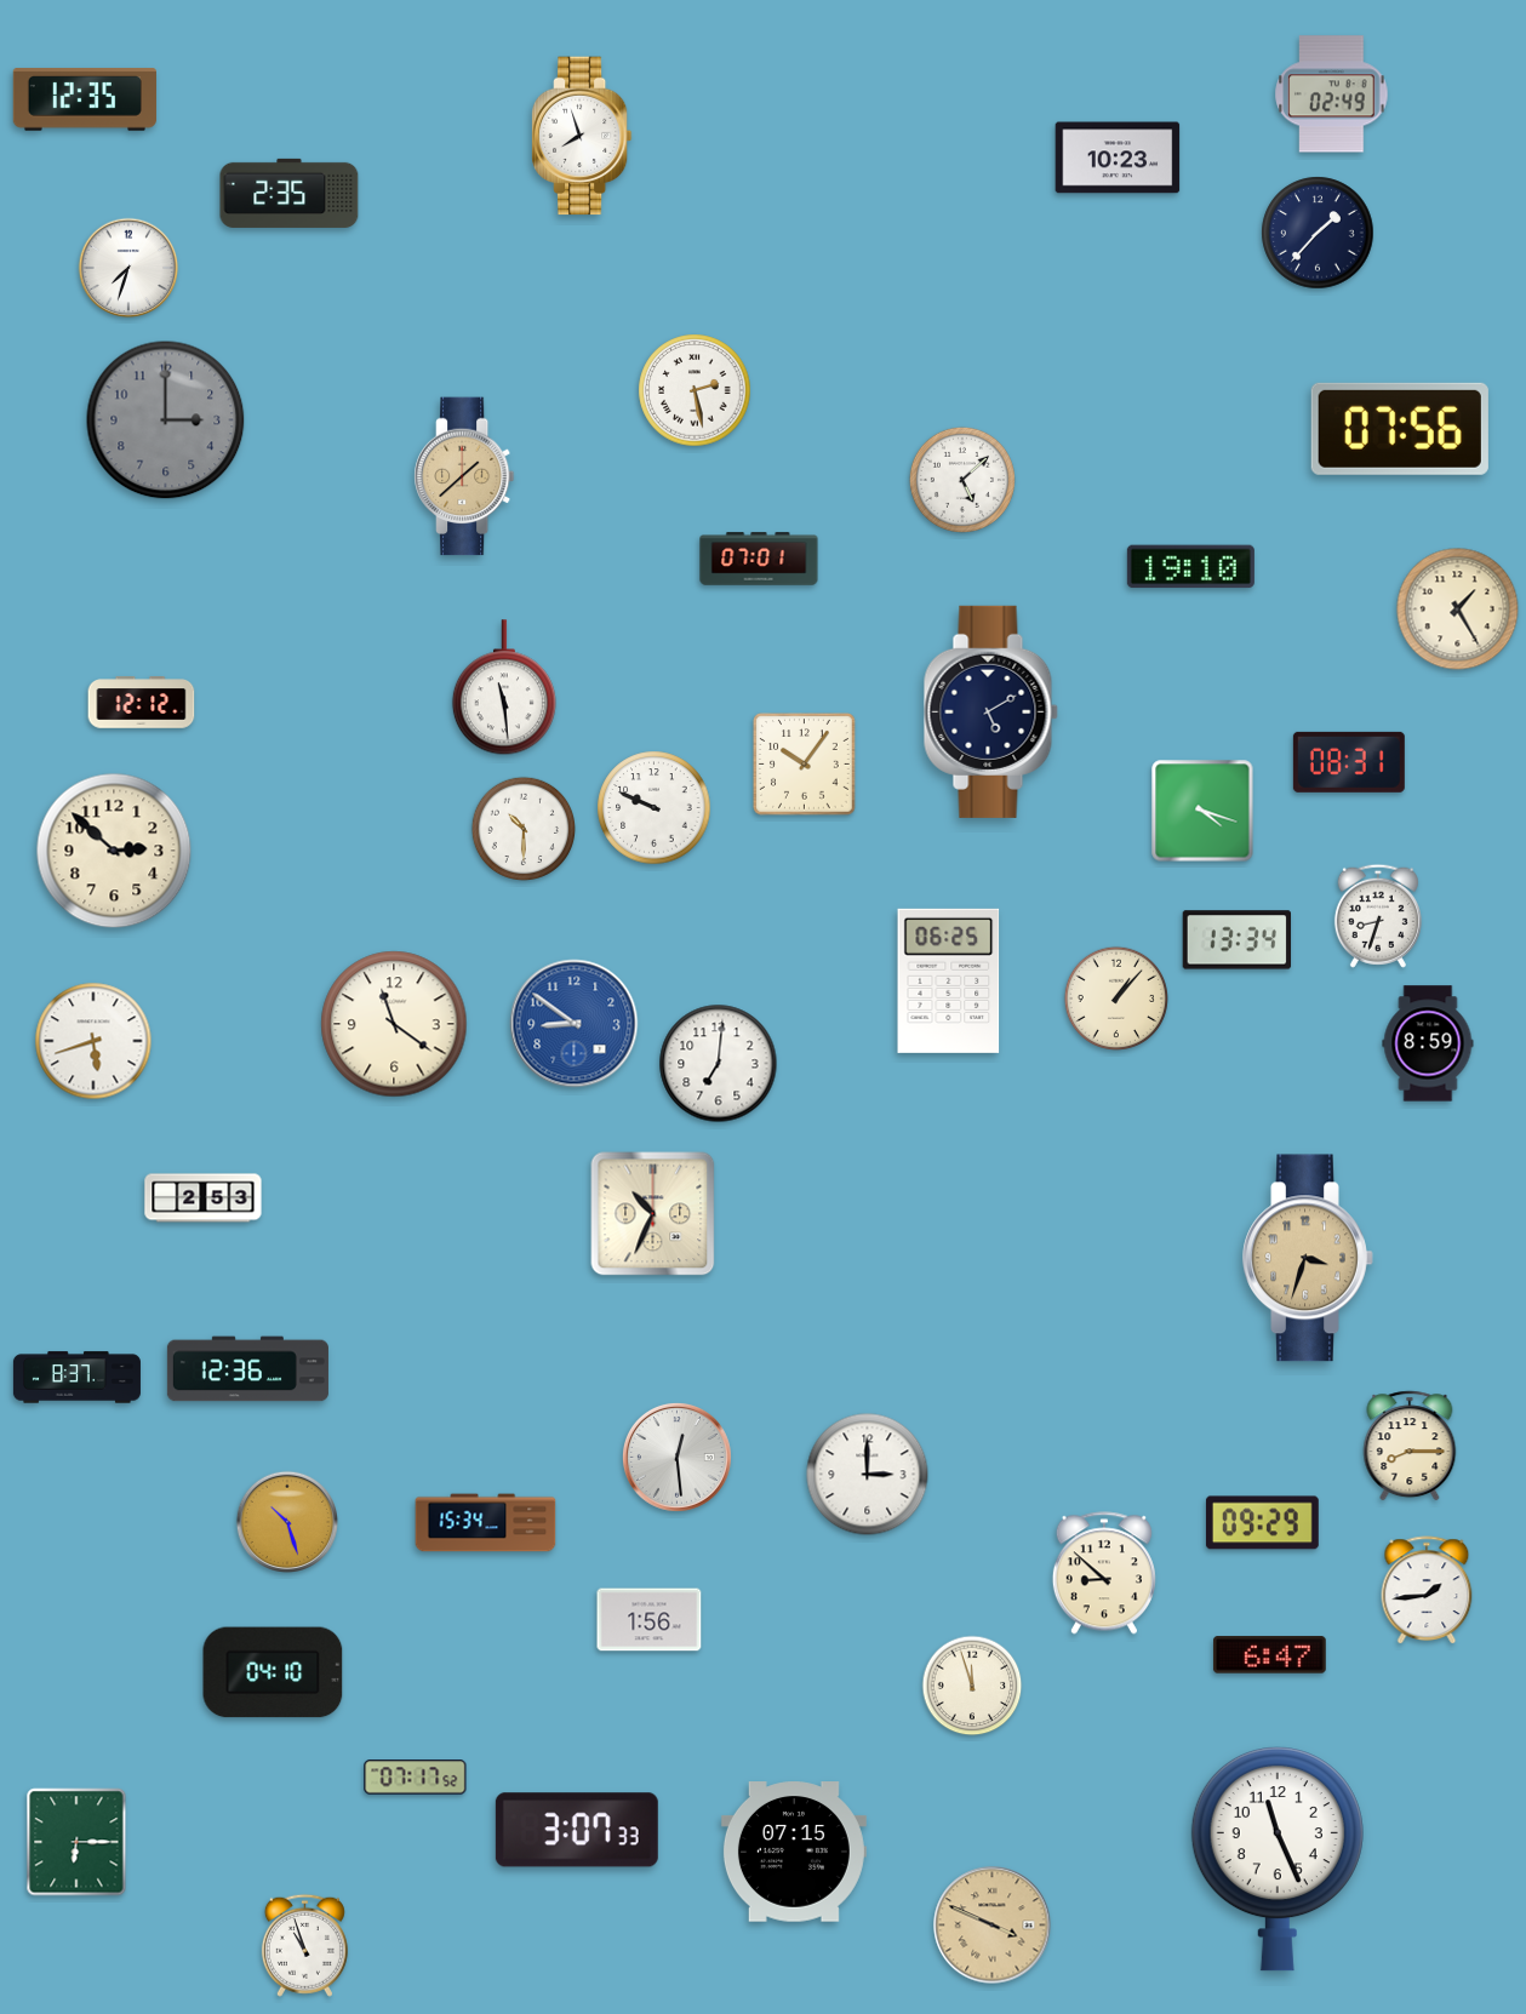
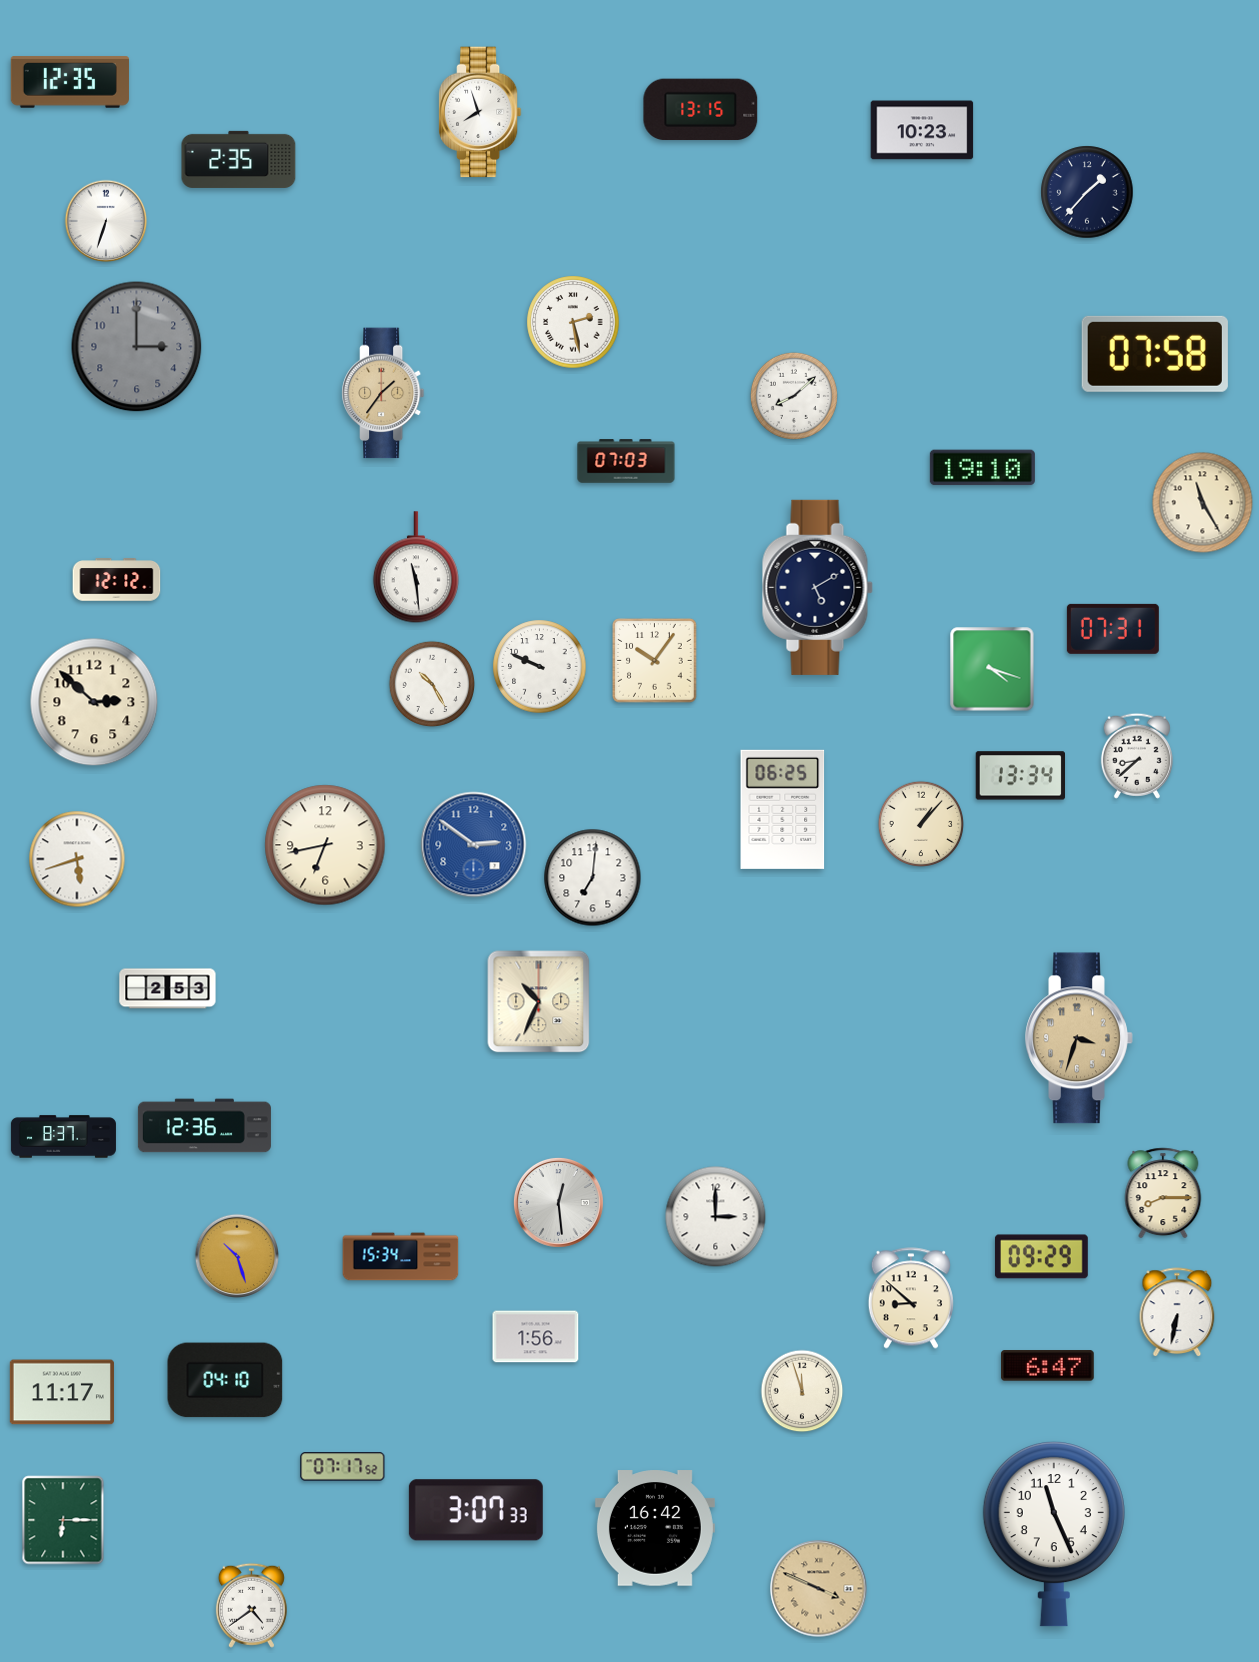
clock at (1332, 95): 02:49 -> none
clock at (701, 110): none -> 13:15
clock at (128, 268): 7:33 -> 6:33
clock at (1400, 429): 07:56 -> 07:58
clock at (464, 476): 1:38 -> 1:36
clock at (962, 480): 5:08 -> 8:08
clock at (759, 559): 07:01 -> 07:03
clock at (1458, 610): 1:25 -> 11:25
clock at (1349, 762): 08:31 -> 07:31
clock at (805, 765) position: (805, 765) -> (655, 661)
clock at (522, 828): 10:30 -> 10:25
clock at (1378, 916): 8:33 -> 8:38
clock at (394, 1024): 11:21 -> 6:43
clock at (575, 1024): 8:51 -> 2:51
clock at (1428, 1043): 8:59 -> none
clock at (247, 1369) position: (247, 1369) -> (204, 1126)
clock at (1427, 1591): 1:44 -> 6:32
clock at (62, 1392): none -> 11:17
clock at (794, 1852): 07:15 -> 16:42
clock at (304, 1945): 10:57 -> 4:39
